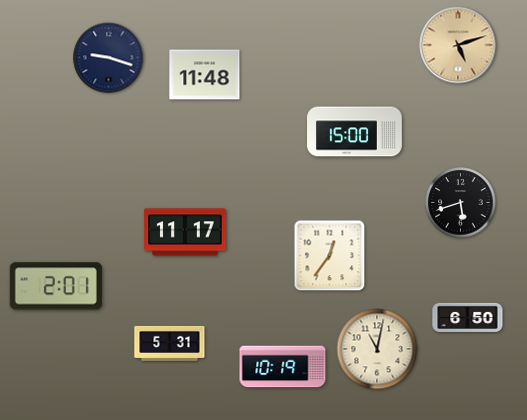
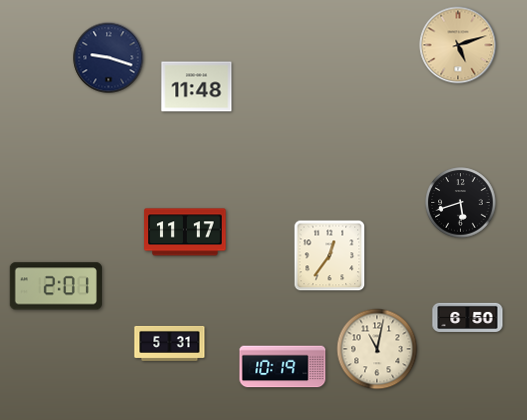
clock at (205, 75) position: (205, 75) -> (197, 87)
clock at (355, 132): 15:00 -> none
